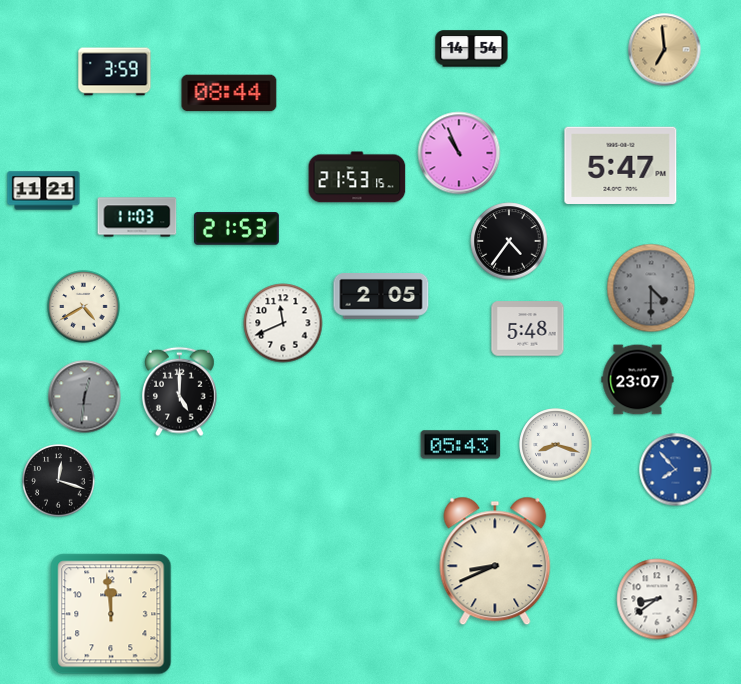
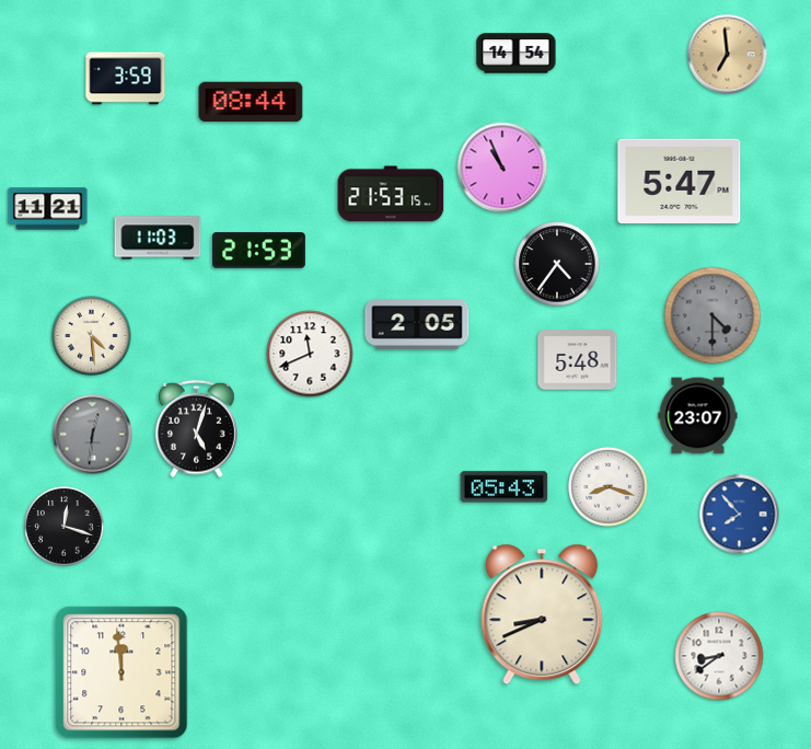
clock at (137, 217) position: (137, 217) -> (158, 238)
clock at (84, 307): 4:40 -> 4:29
clock at (180, 392): 5:00 -> 5:03
